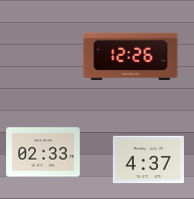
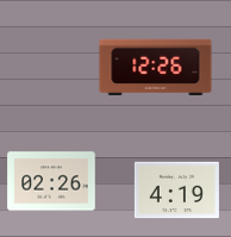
clock at (43, 152): 02:33 -> 02:26
clock at (148, 160): 4:37 -> 4:19
